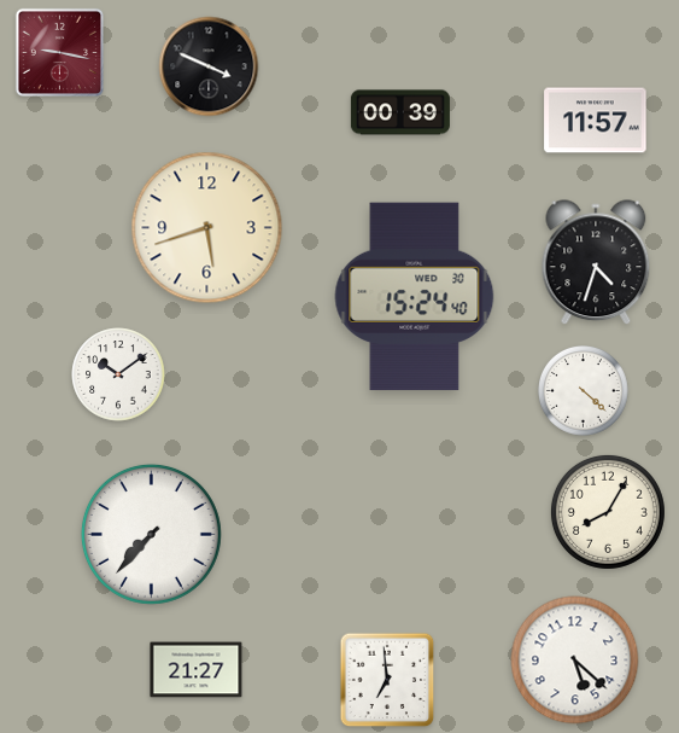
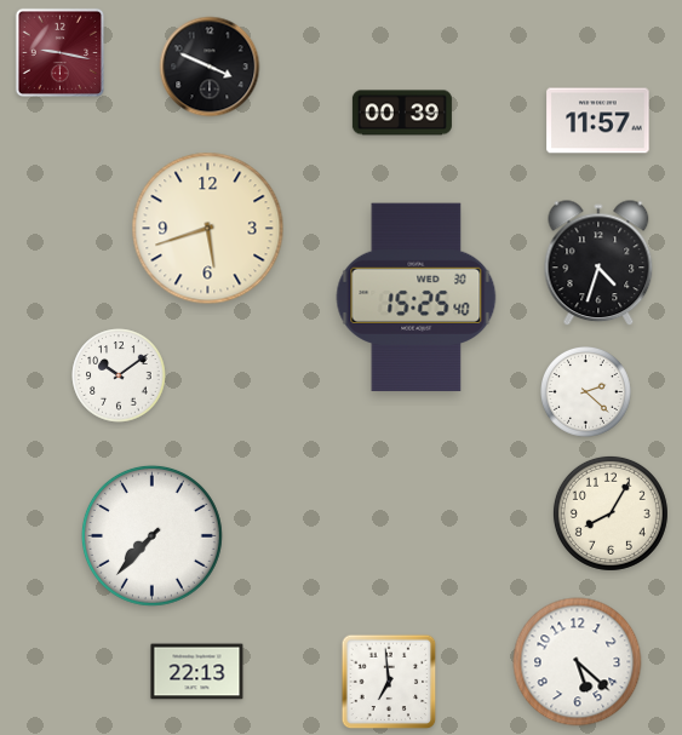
clock at (415, 297): 15:24 -> 15:25
clock at (584, 391): 4:22 -> 2:22
clock at (197, 670): 21:27 -> 22:13
